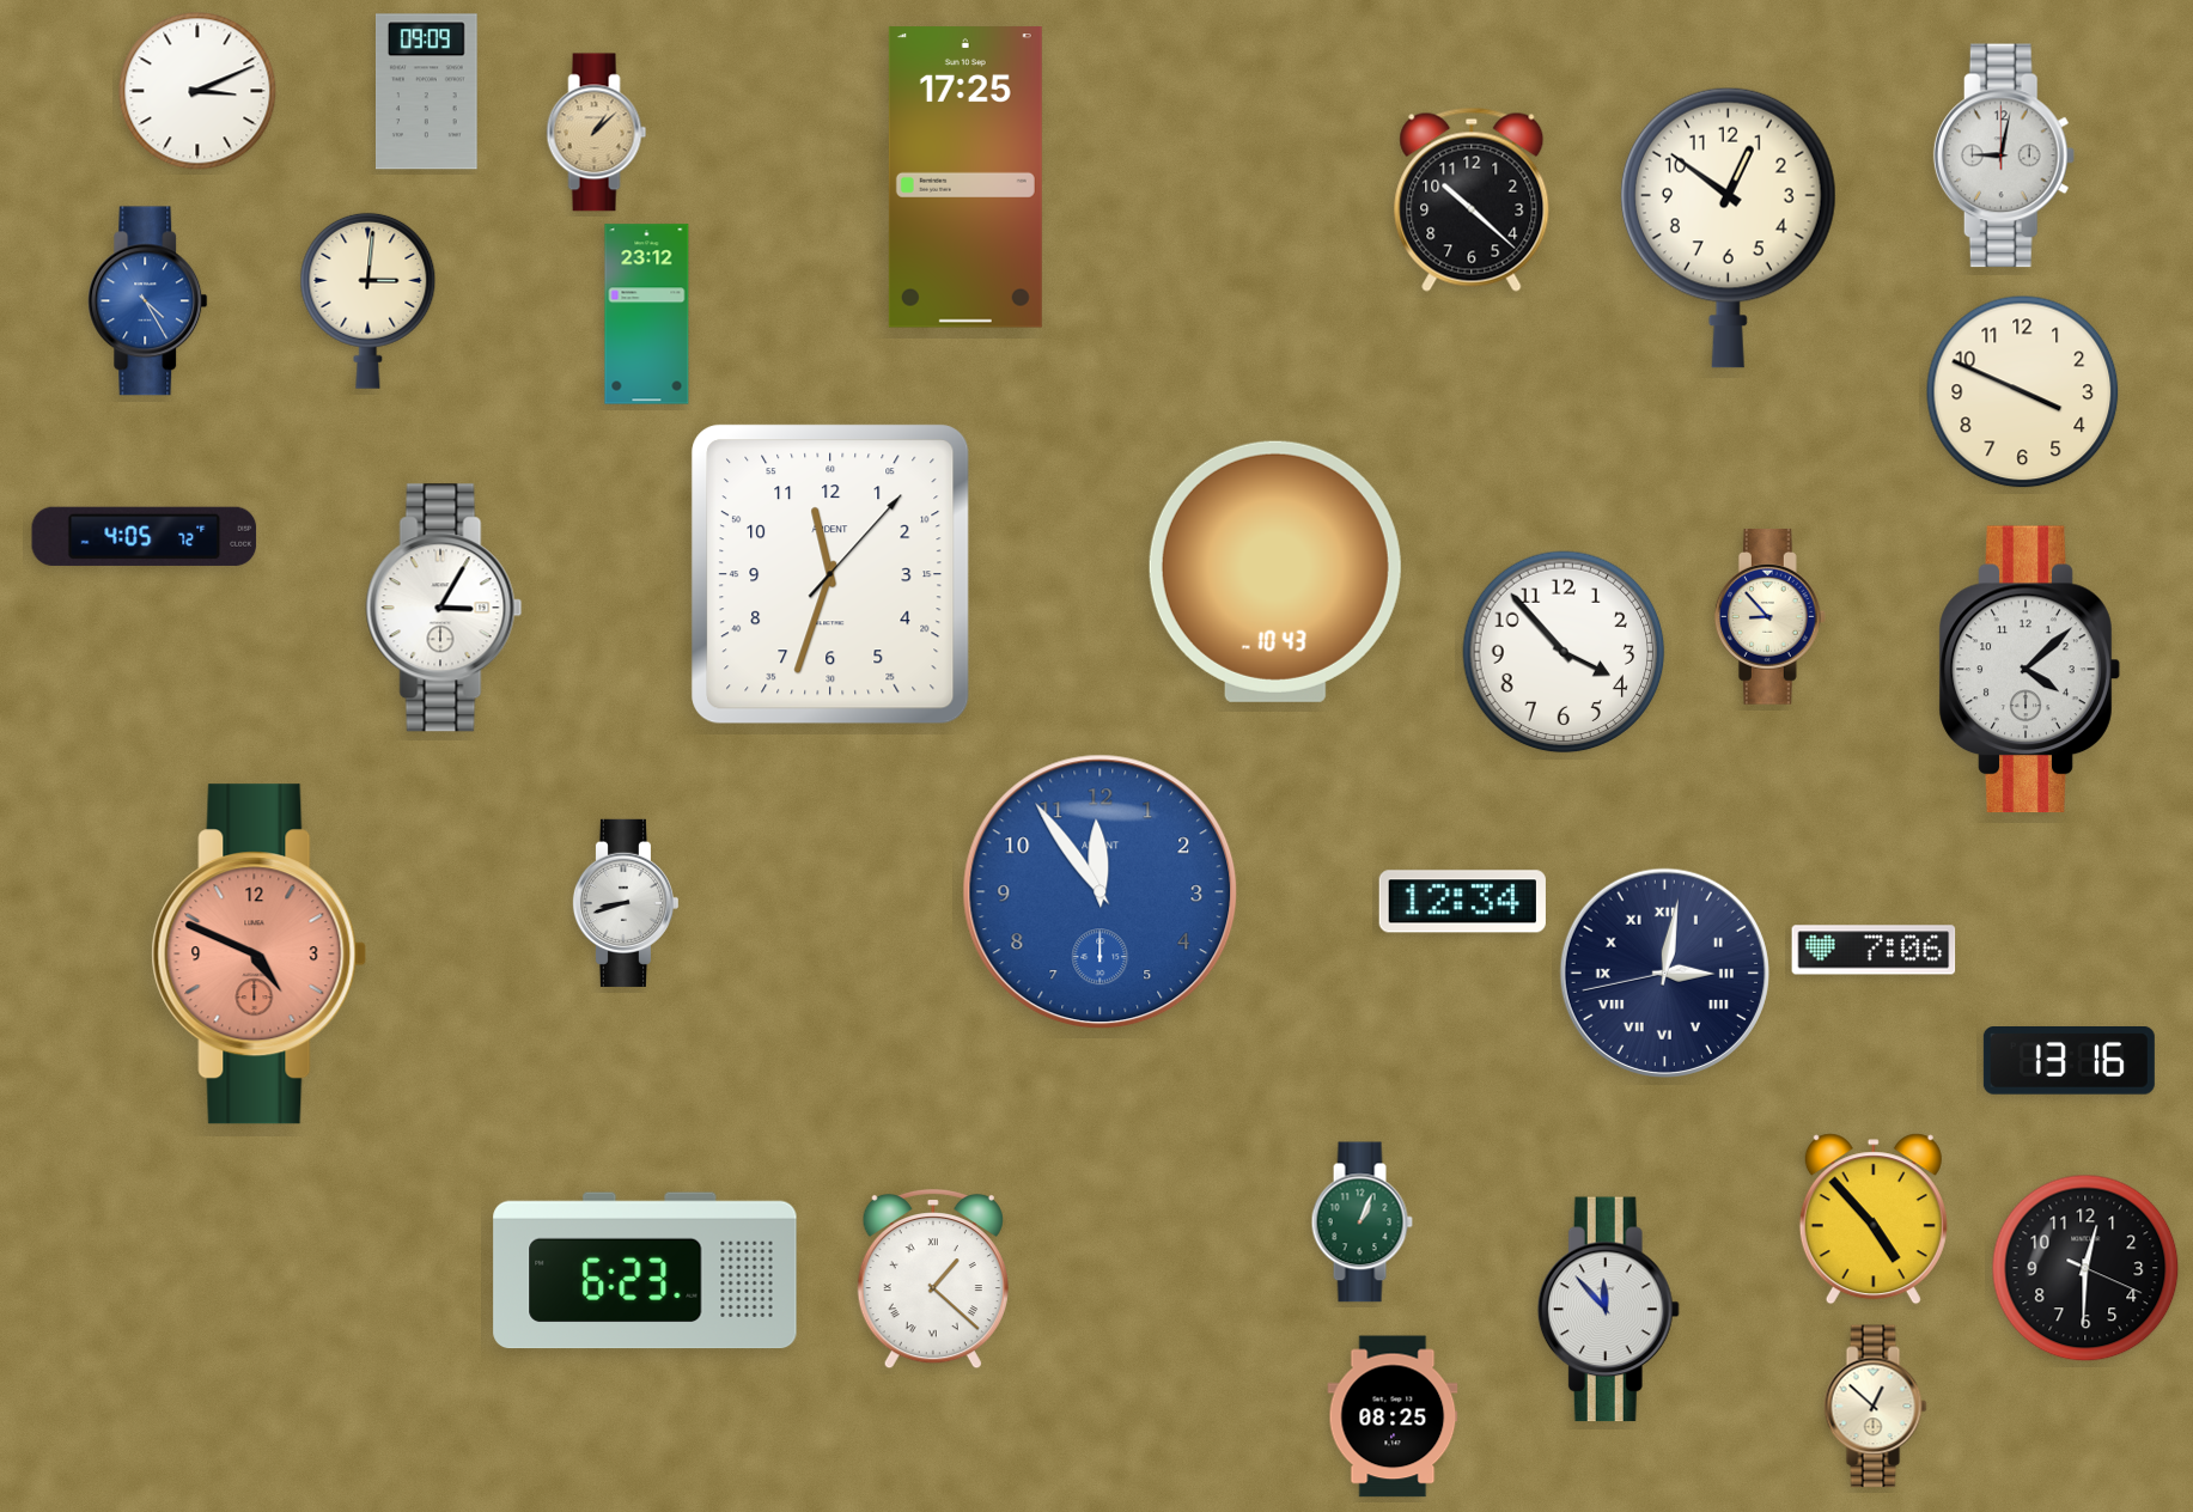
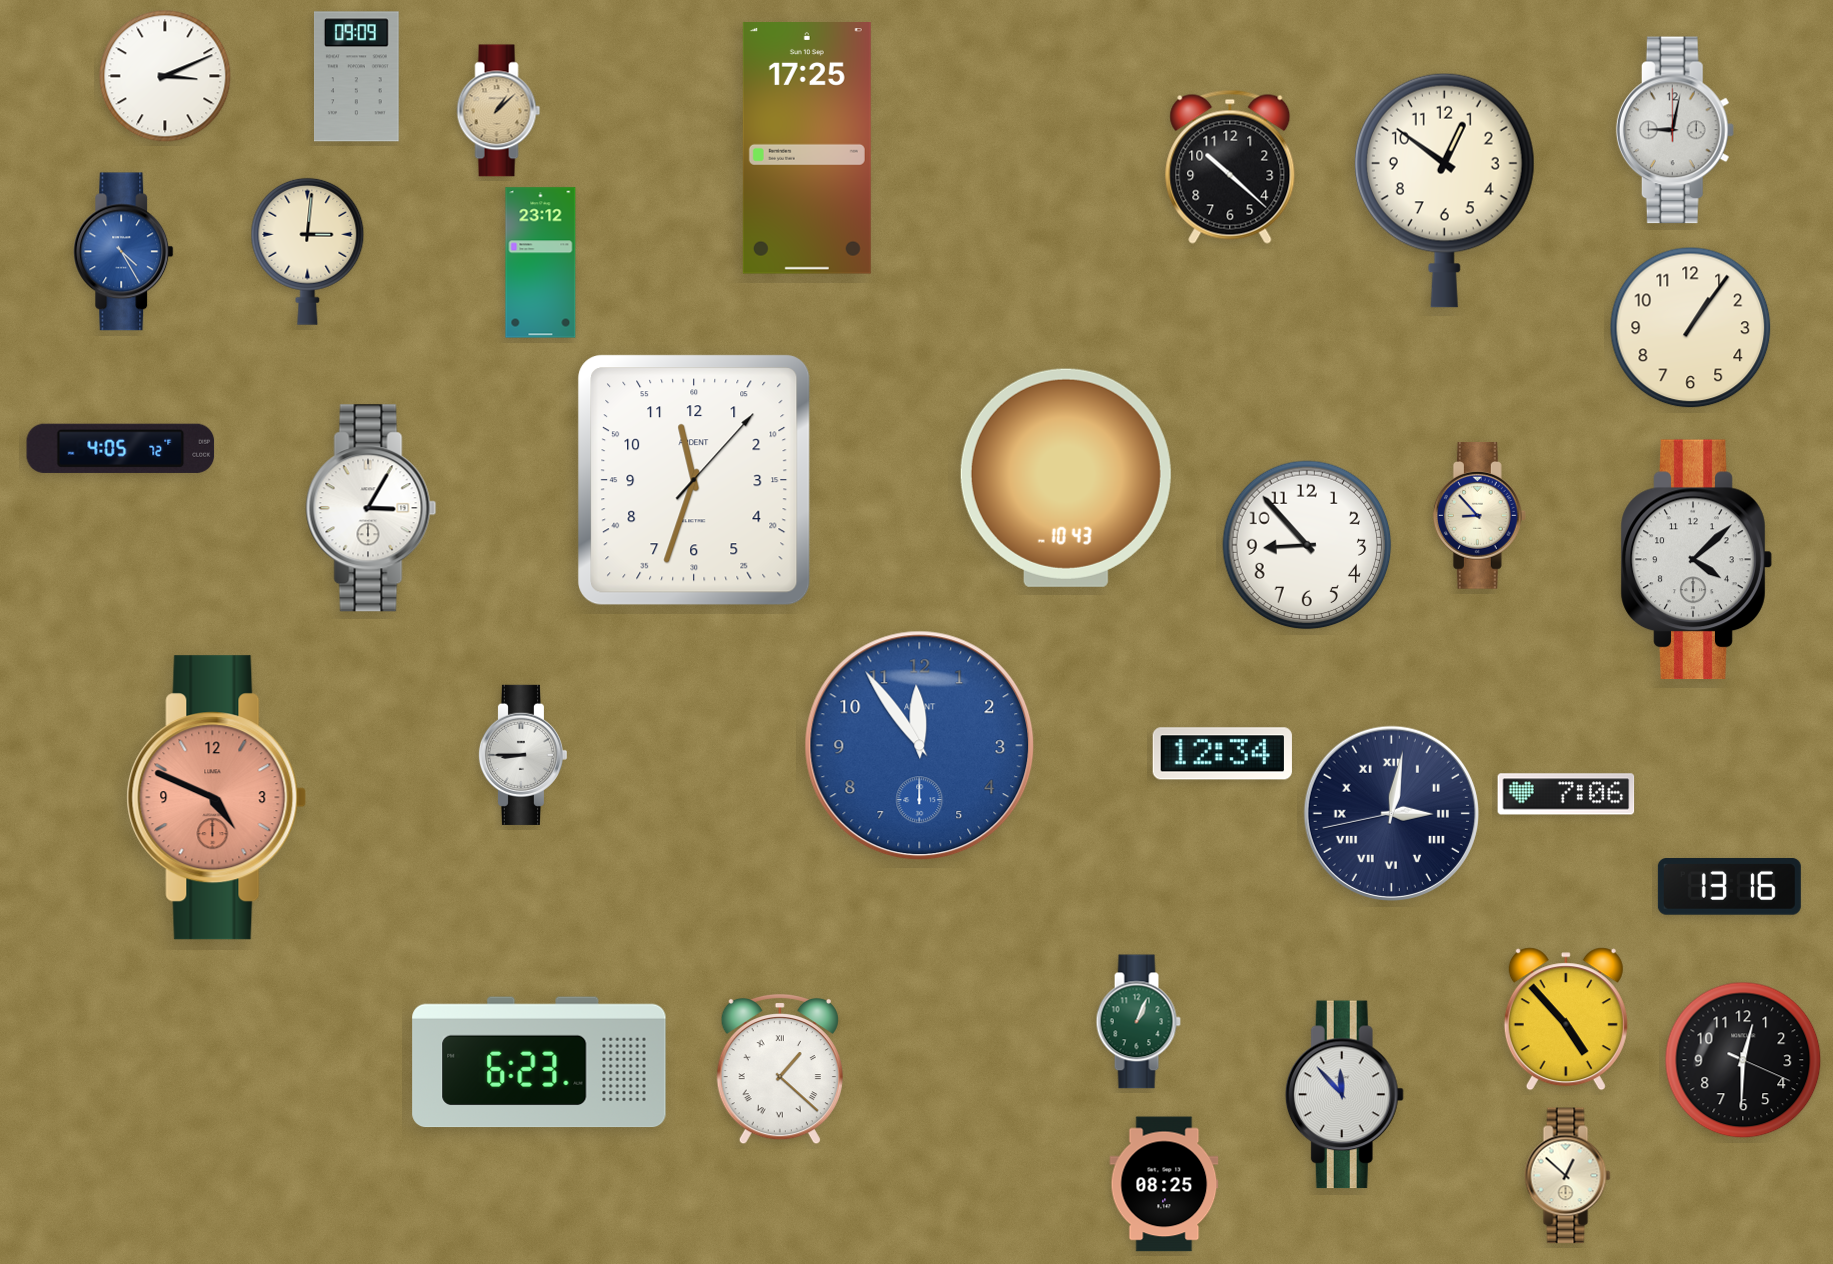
clock at (2023, 392): 3:49 -> 1:06
clock at (1564, 652): 3:53 -> 8:53
clock at (625, 903): 8:42 -> 8:45
